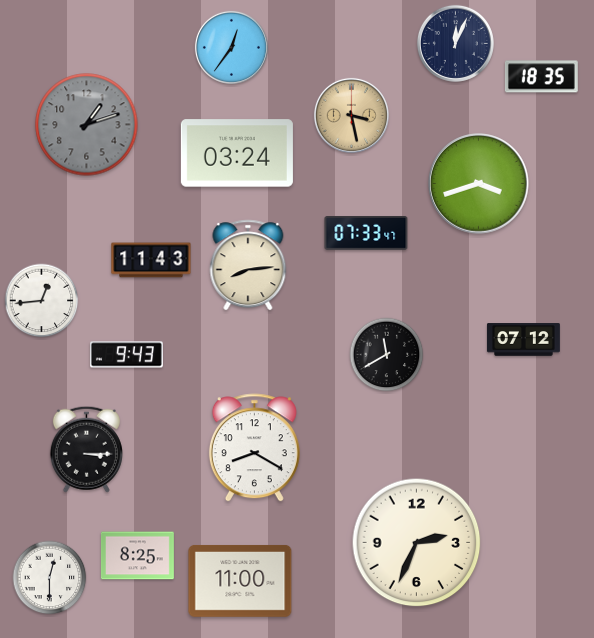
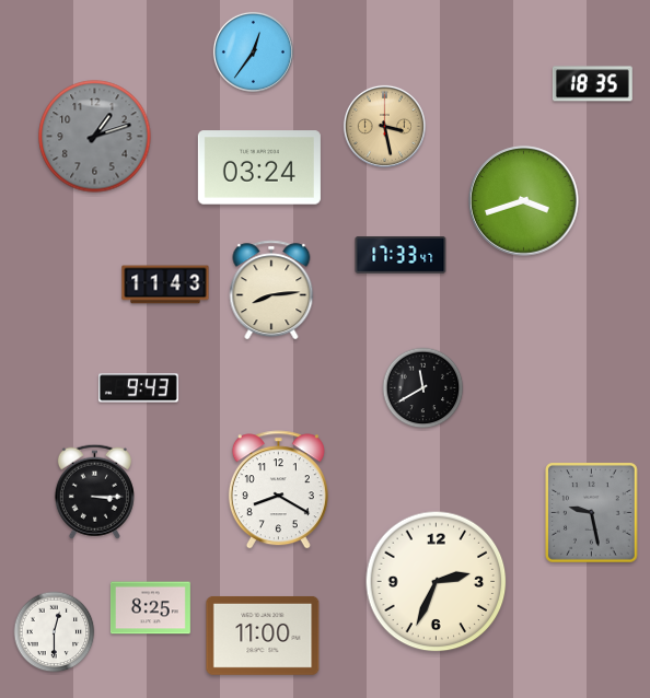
clock at (455, 43): 12:04 -> none
clock at (366, 234): 07:33 -> 17:33
clock at (42, 301): 12:44 -> none
clock at (523, 340): 07:12 -> none
clock at (592, 513): none -> 9:28
clock at (417, 543) position: (417, 543) -> (437, 582)
